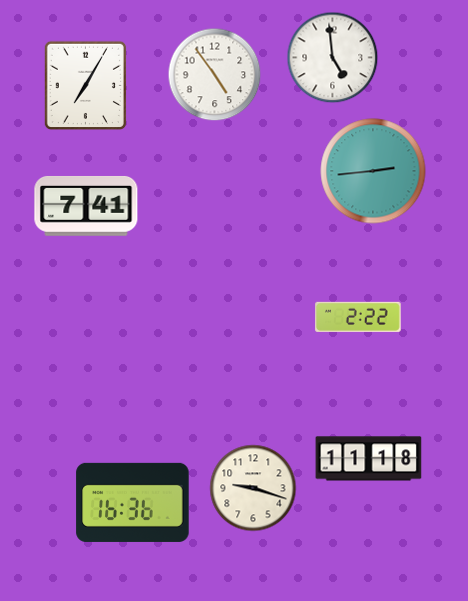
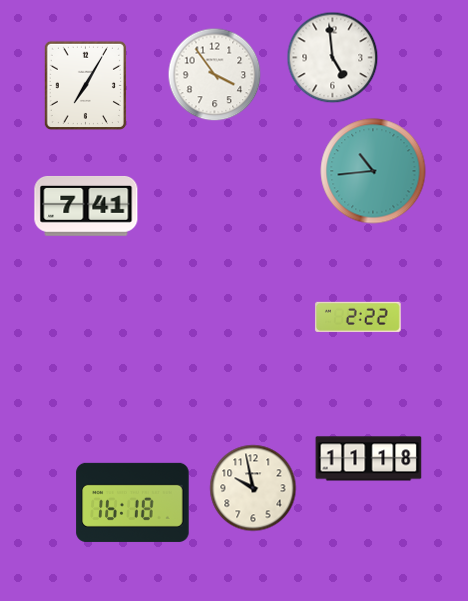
clock at (215, 75): 4:54 -> 3:54
clock at (373, 171): 2:44 -> 10:44
clock at (253, 488): 9:18 -> 9:58
clock at (133, 502): 16:36 -> 16:18
